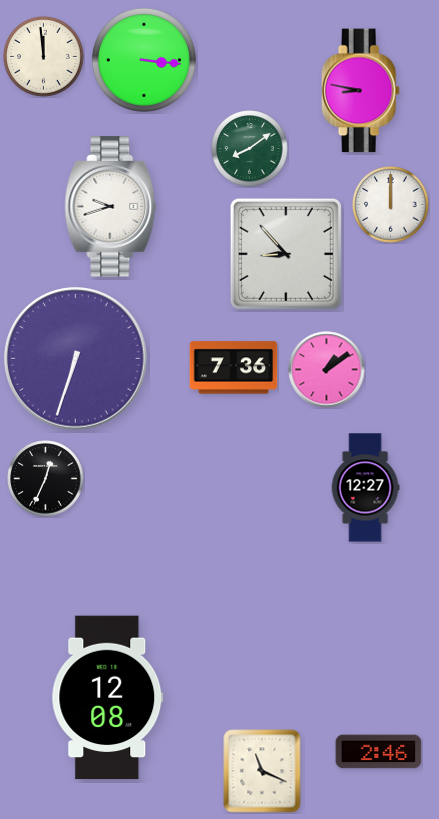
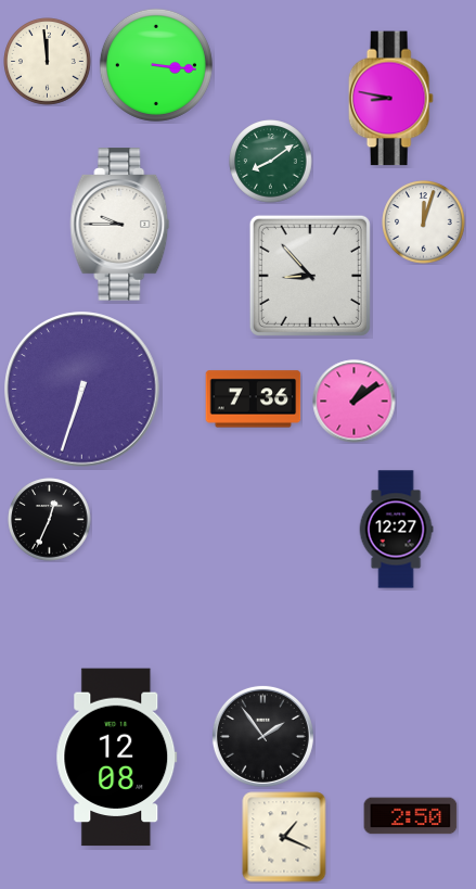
clock at (391, 205): 12:00 -> 12:03
clock at (111, 207): 9:42 -> 9:45
clock at (262, 736): none -> 1:54
clock at (379, 752): 2:46 -> 2:50
clock at (262, 771): 11:19 -> 1:19
